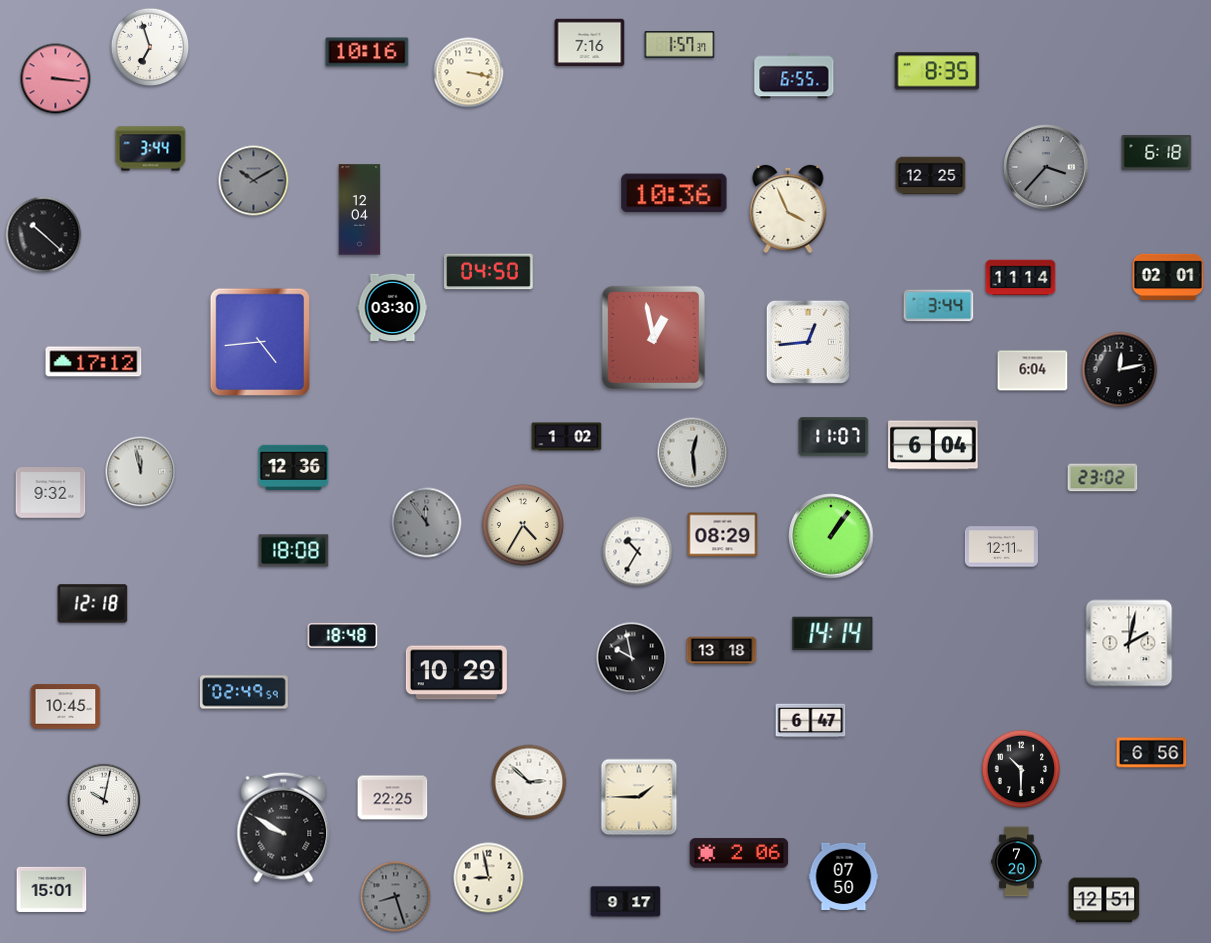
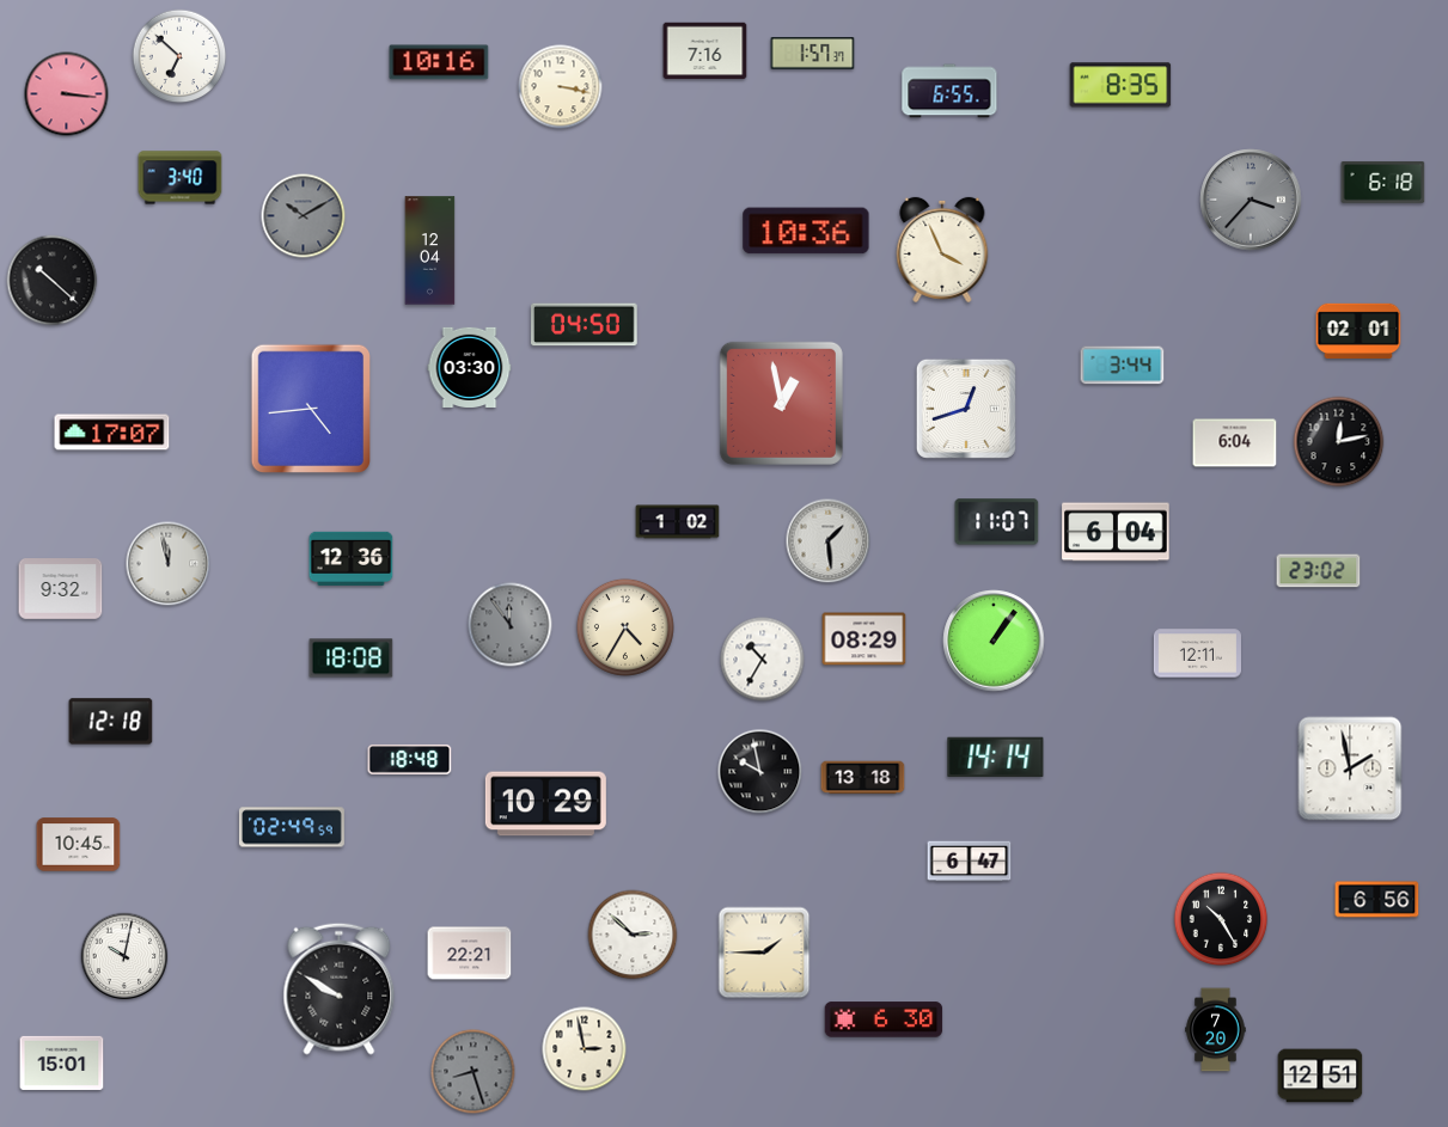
clock at (150, 47): 6:57 -> 6:52
clock at (151, 149): 3:44 -> 3:40
clock at (931, 176): 12:25 -> none
clock at (1168, 276) position: (1168, 276) -> (1358, 330)
clock at (1021, 278): 11:14 -> none
clock at (808, 342): 12:44 -> 12:42
clock at (94, 362): 17:12 -> 17:07
clock at (693, 453): 12:29 -> 1:29
clock at (1129, 643): 2:02 -> 1:58
clock at (632, 658) position: (632, 658) -> (760, 772)
clock at (1021, 769): 10:30 -> 10:25
clock at (393, 798): 22:25 -> 22:21
clock at (739, 853): 2:06 -> 6:30
clock at (844, 877): 07:50 -> none
clock at (489, 878): 8:58 -> 2:58
clock at (626, 902): 9:17 -> none
